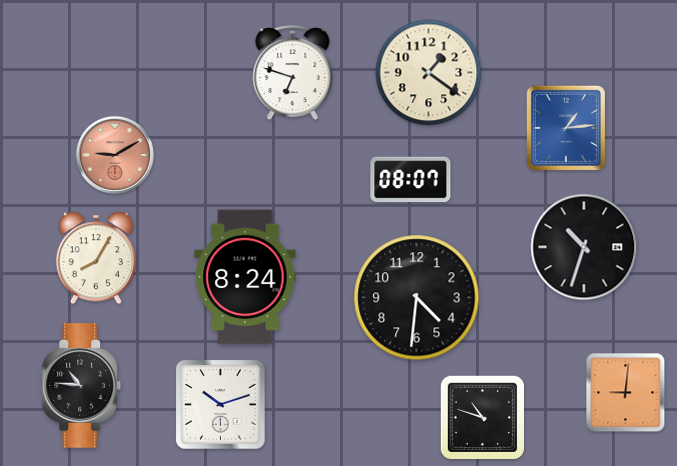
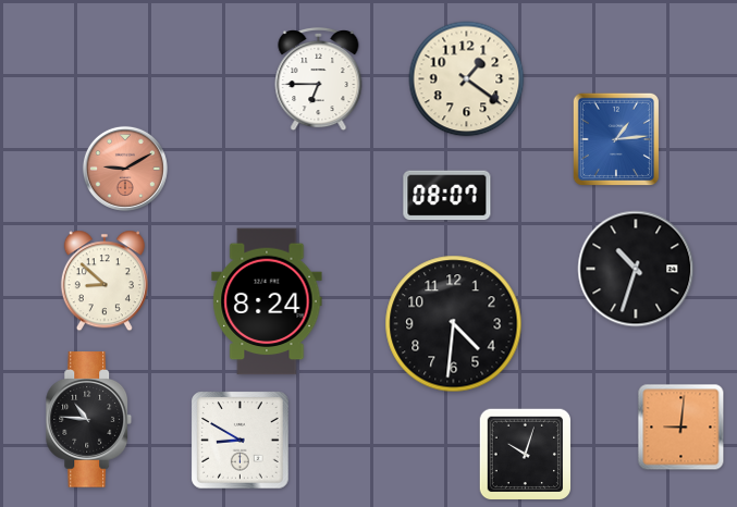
clock at (293, 73): 6:48 -> 6:45
clock at (96, 258): 8:05 -> 8:52
clock at (221, 405): 10:12 -> 8:50
clock at (483, 418): 10:48 -> 10:03
